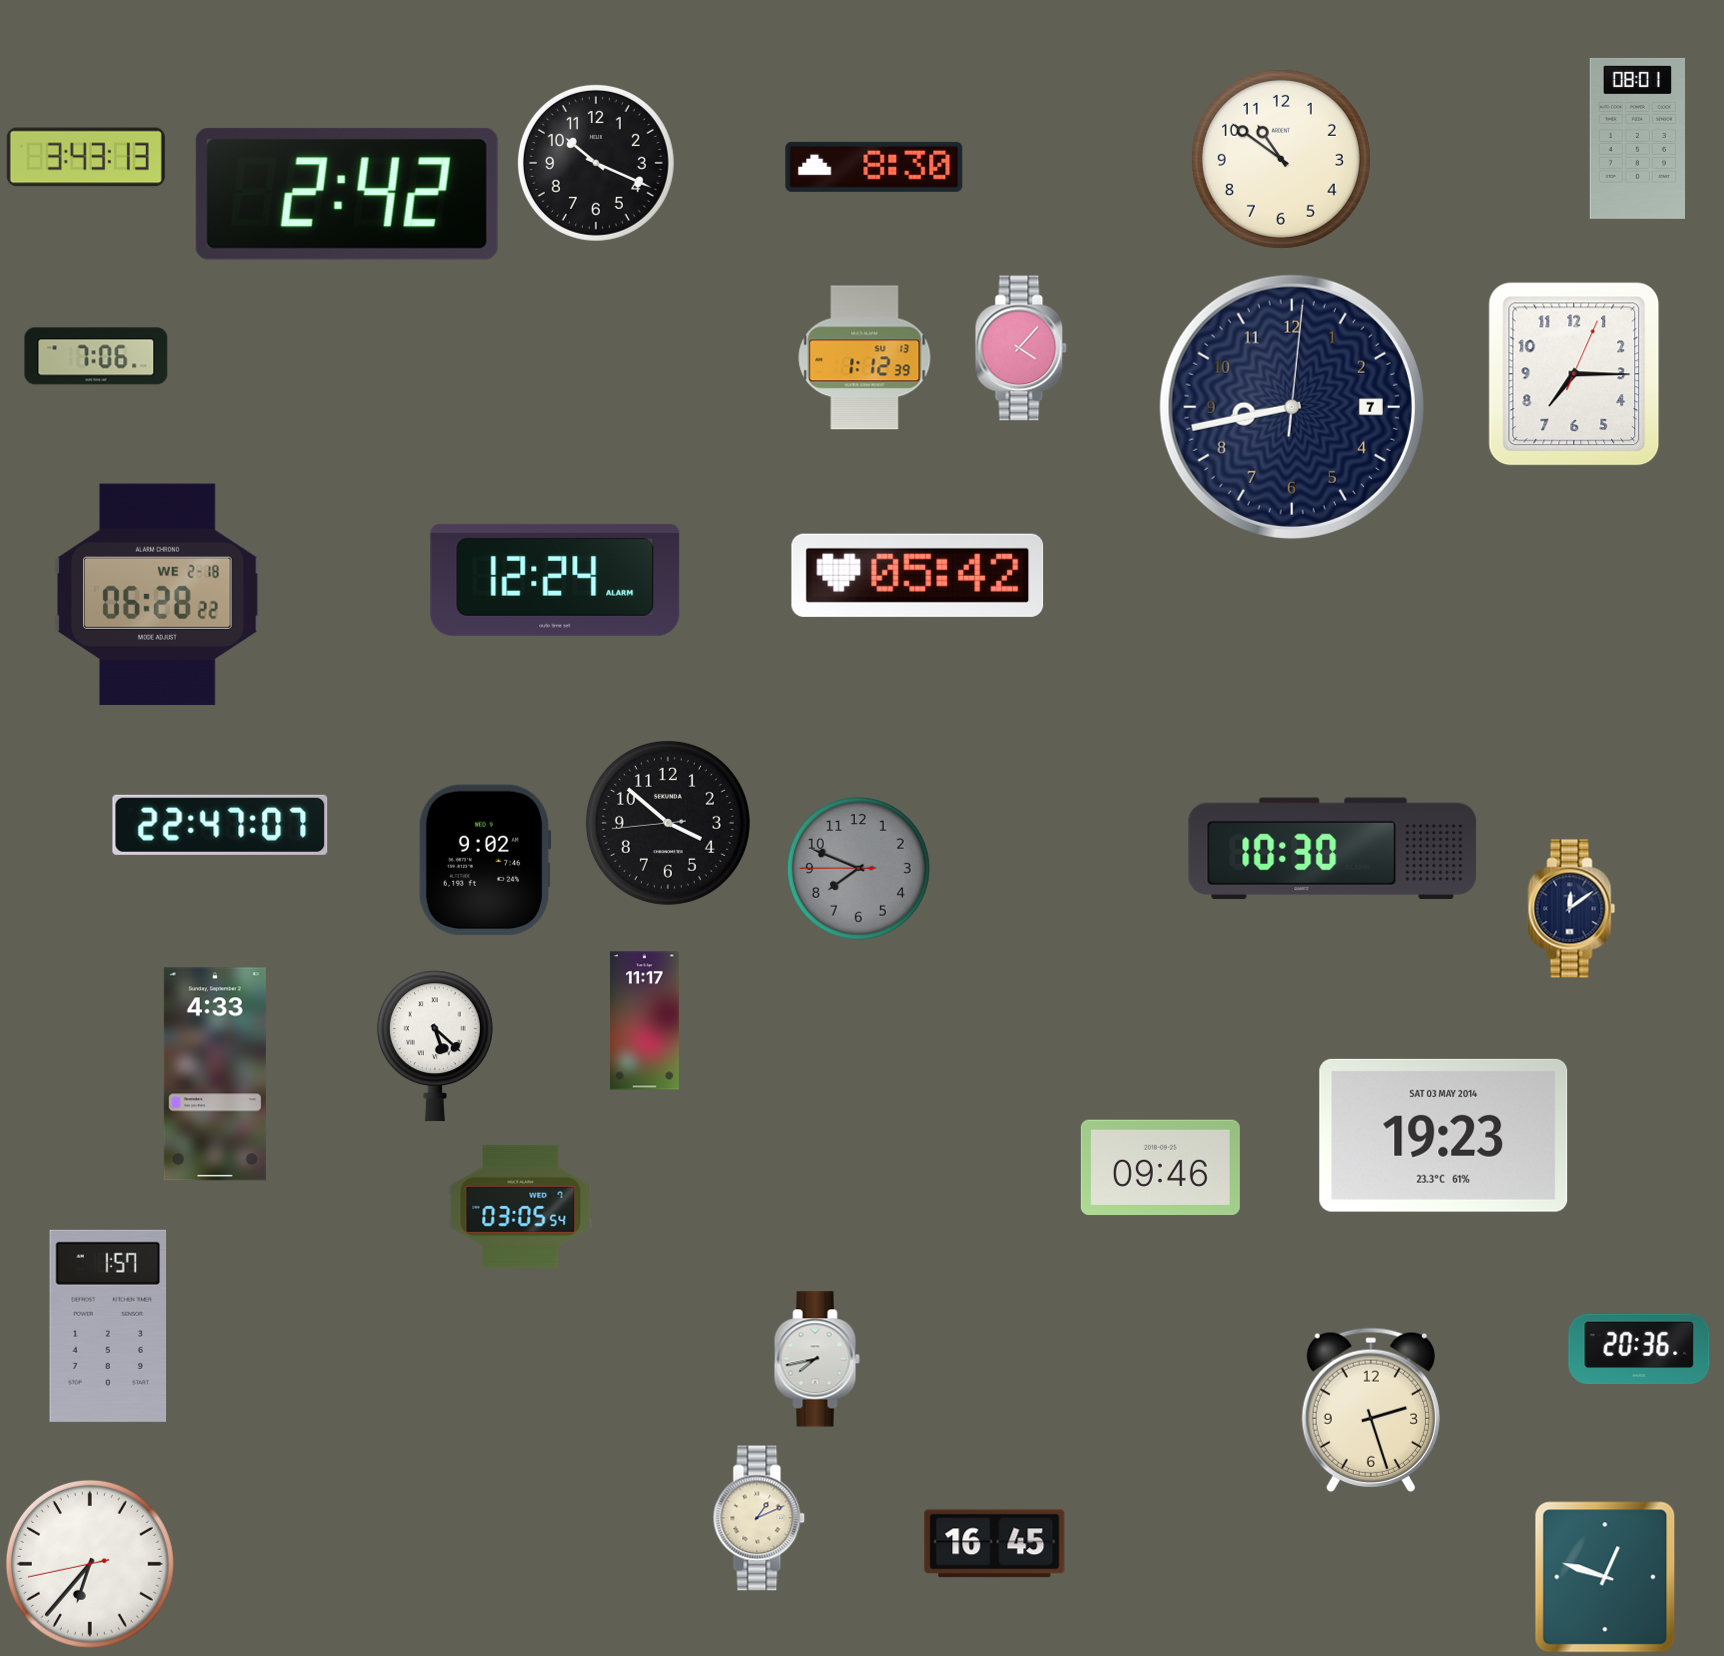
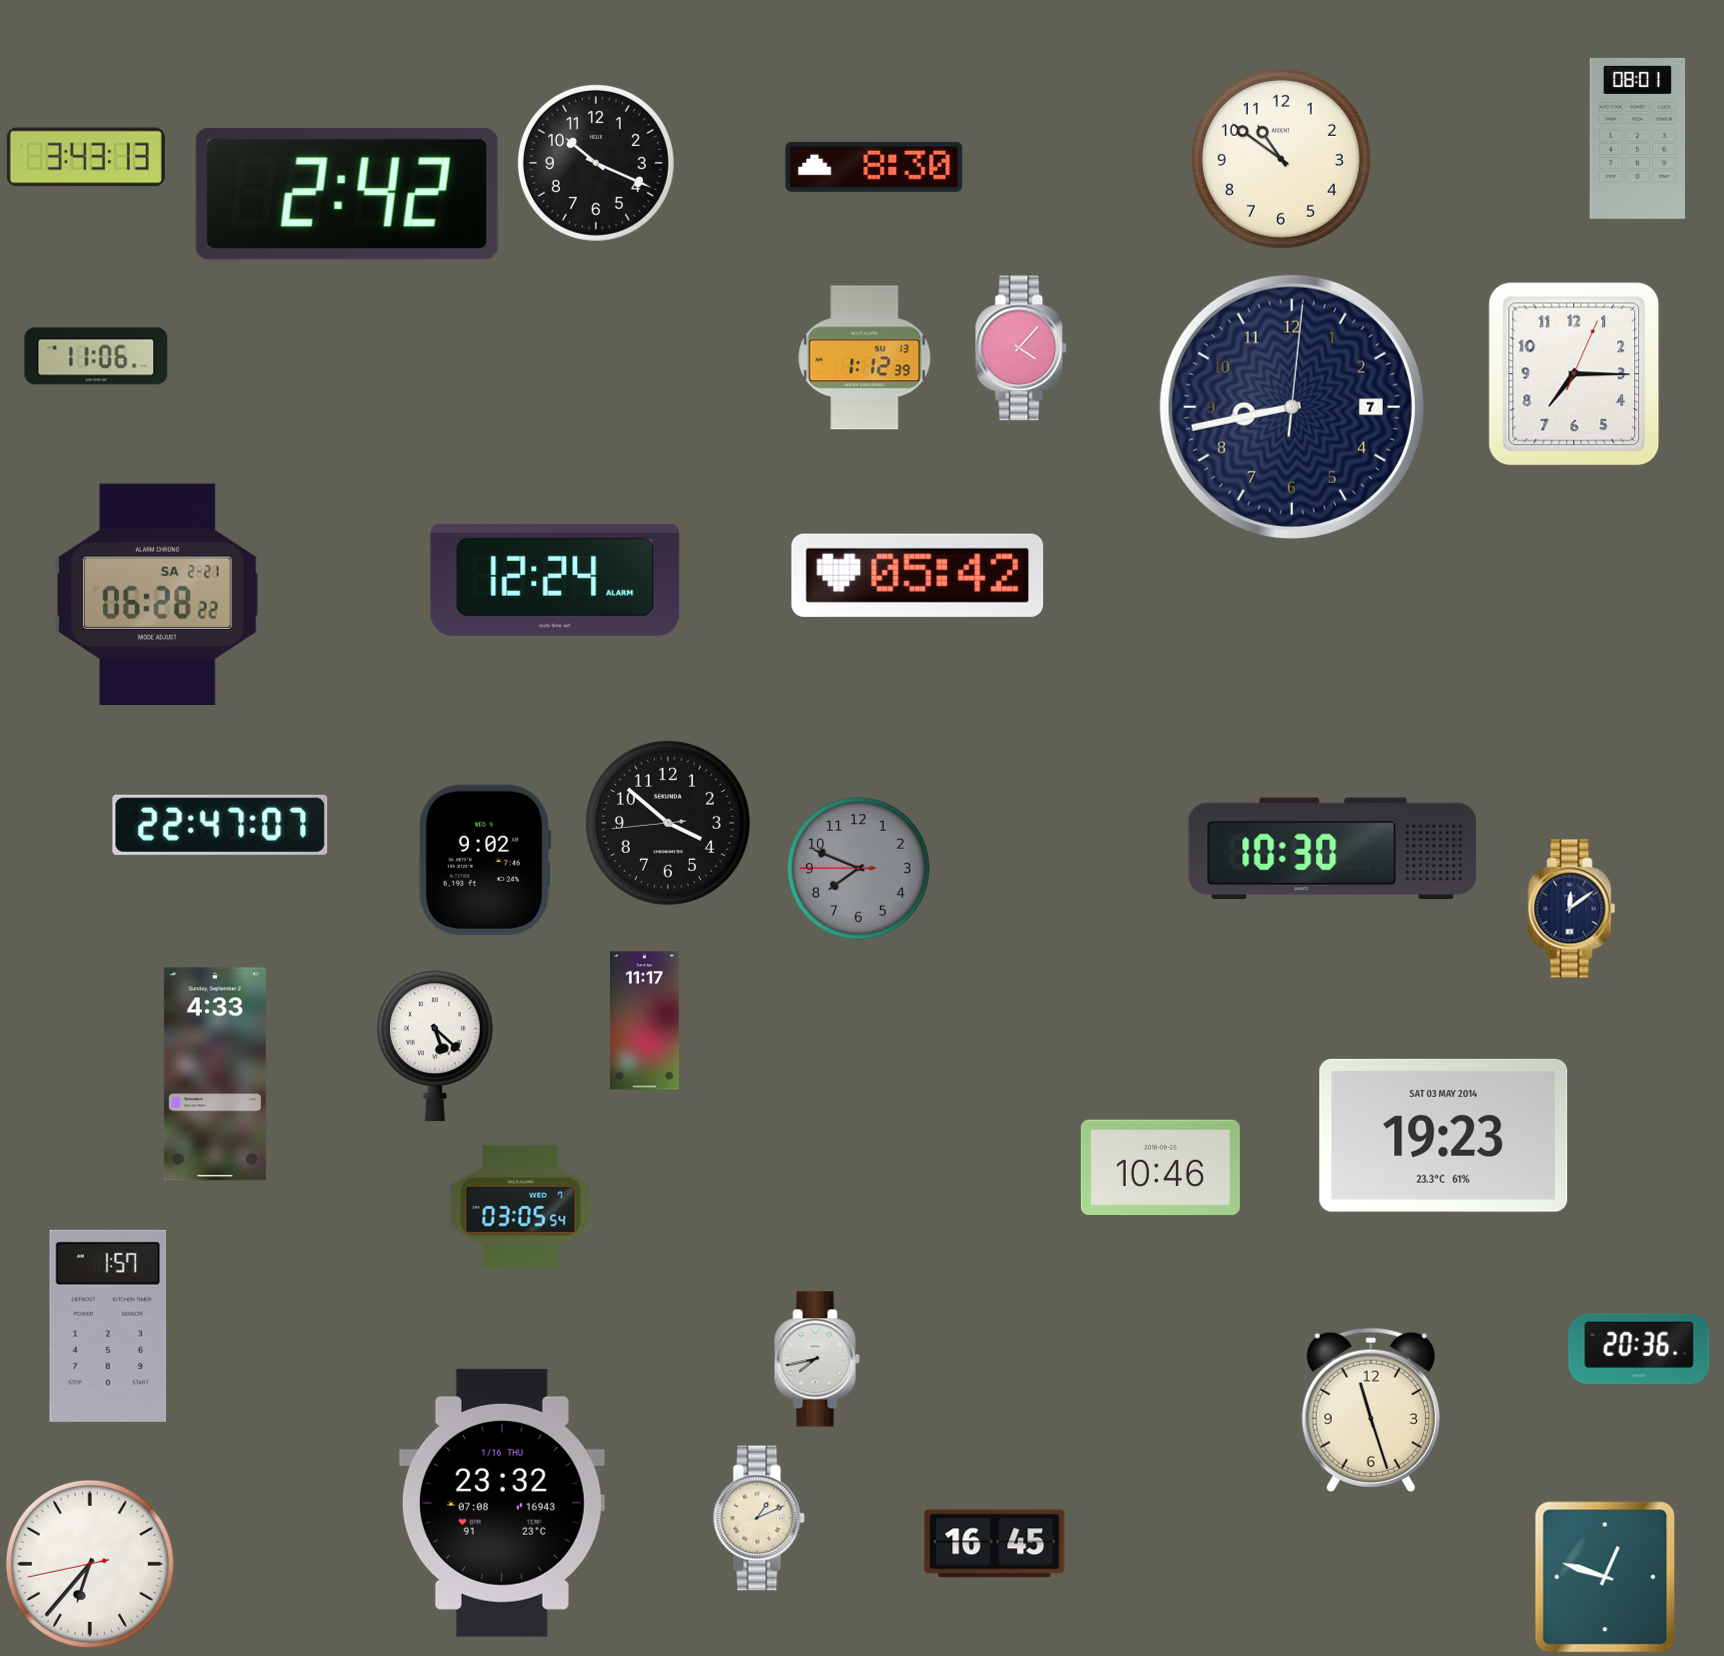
clock at (96, 356): 7:06 -> 11:06
clock at (158, 594) date: WE 2-18 -> SA 2-21
clock at (1160, 1168): 09:46 -> 10:46
clock at (1371, 1410): 2:27 -> 11:27
clock at (502, 1503): none -> 23:32
